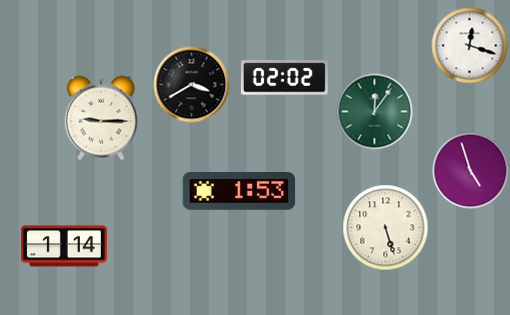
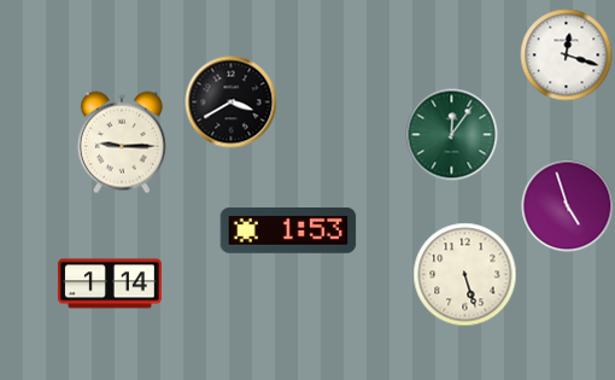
clock at (284, 78): 02:02 -> none
clock at (64, 246) position: (64, 246) -> (110, 283)
